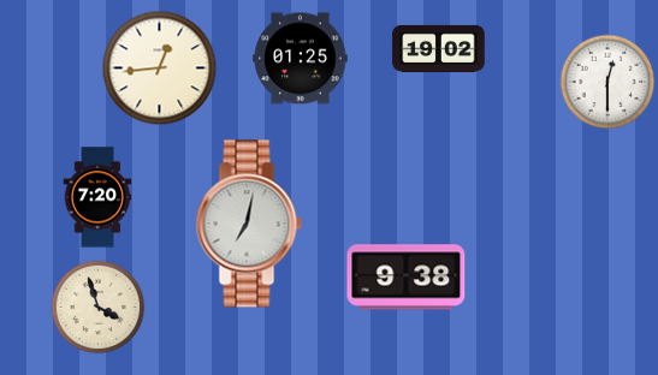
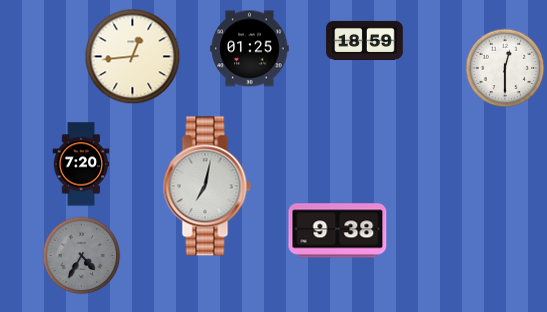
clock at (439, 48): 19:02 -> 18:59
clock at (97, 306): 3:57 -> 4:35
clock at (97, 306) dial: cream -> grey
